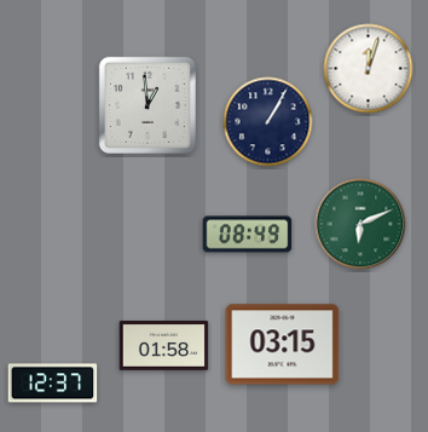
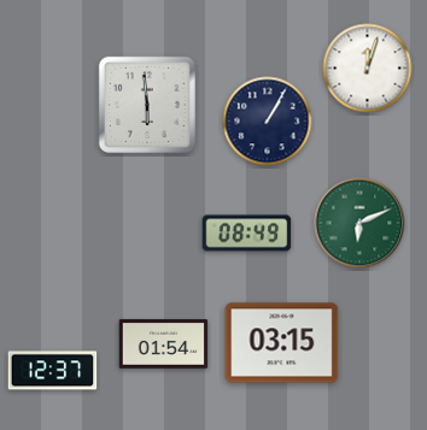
clock at (148, 105): 12:59 -> 5:59
clock at (164, 346): 01:58 -> 01:54
clock at (53, 384) position: (53, 384) -> (53, 371)
